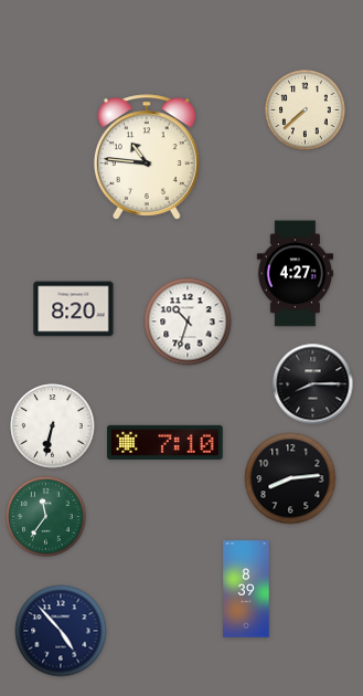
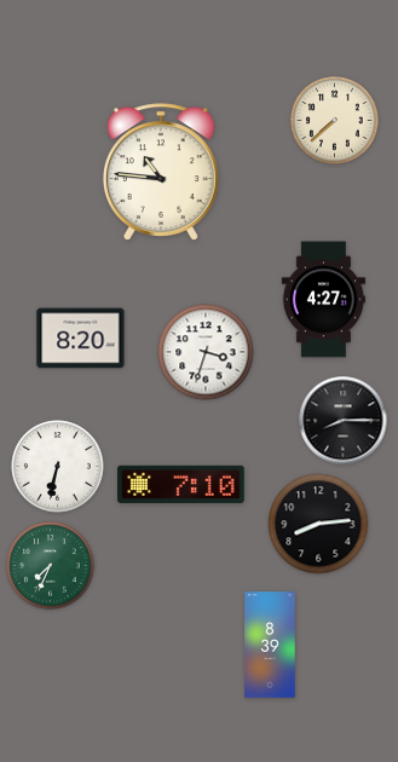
clock at (188, 321): 10:33 -> 3:33
clock at (46, 517): 11:36 -> 7:34
clock at (61, 631): 4:53 -> none
